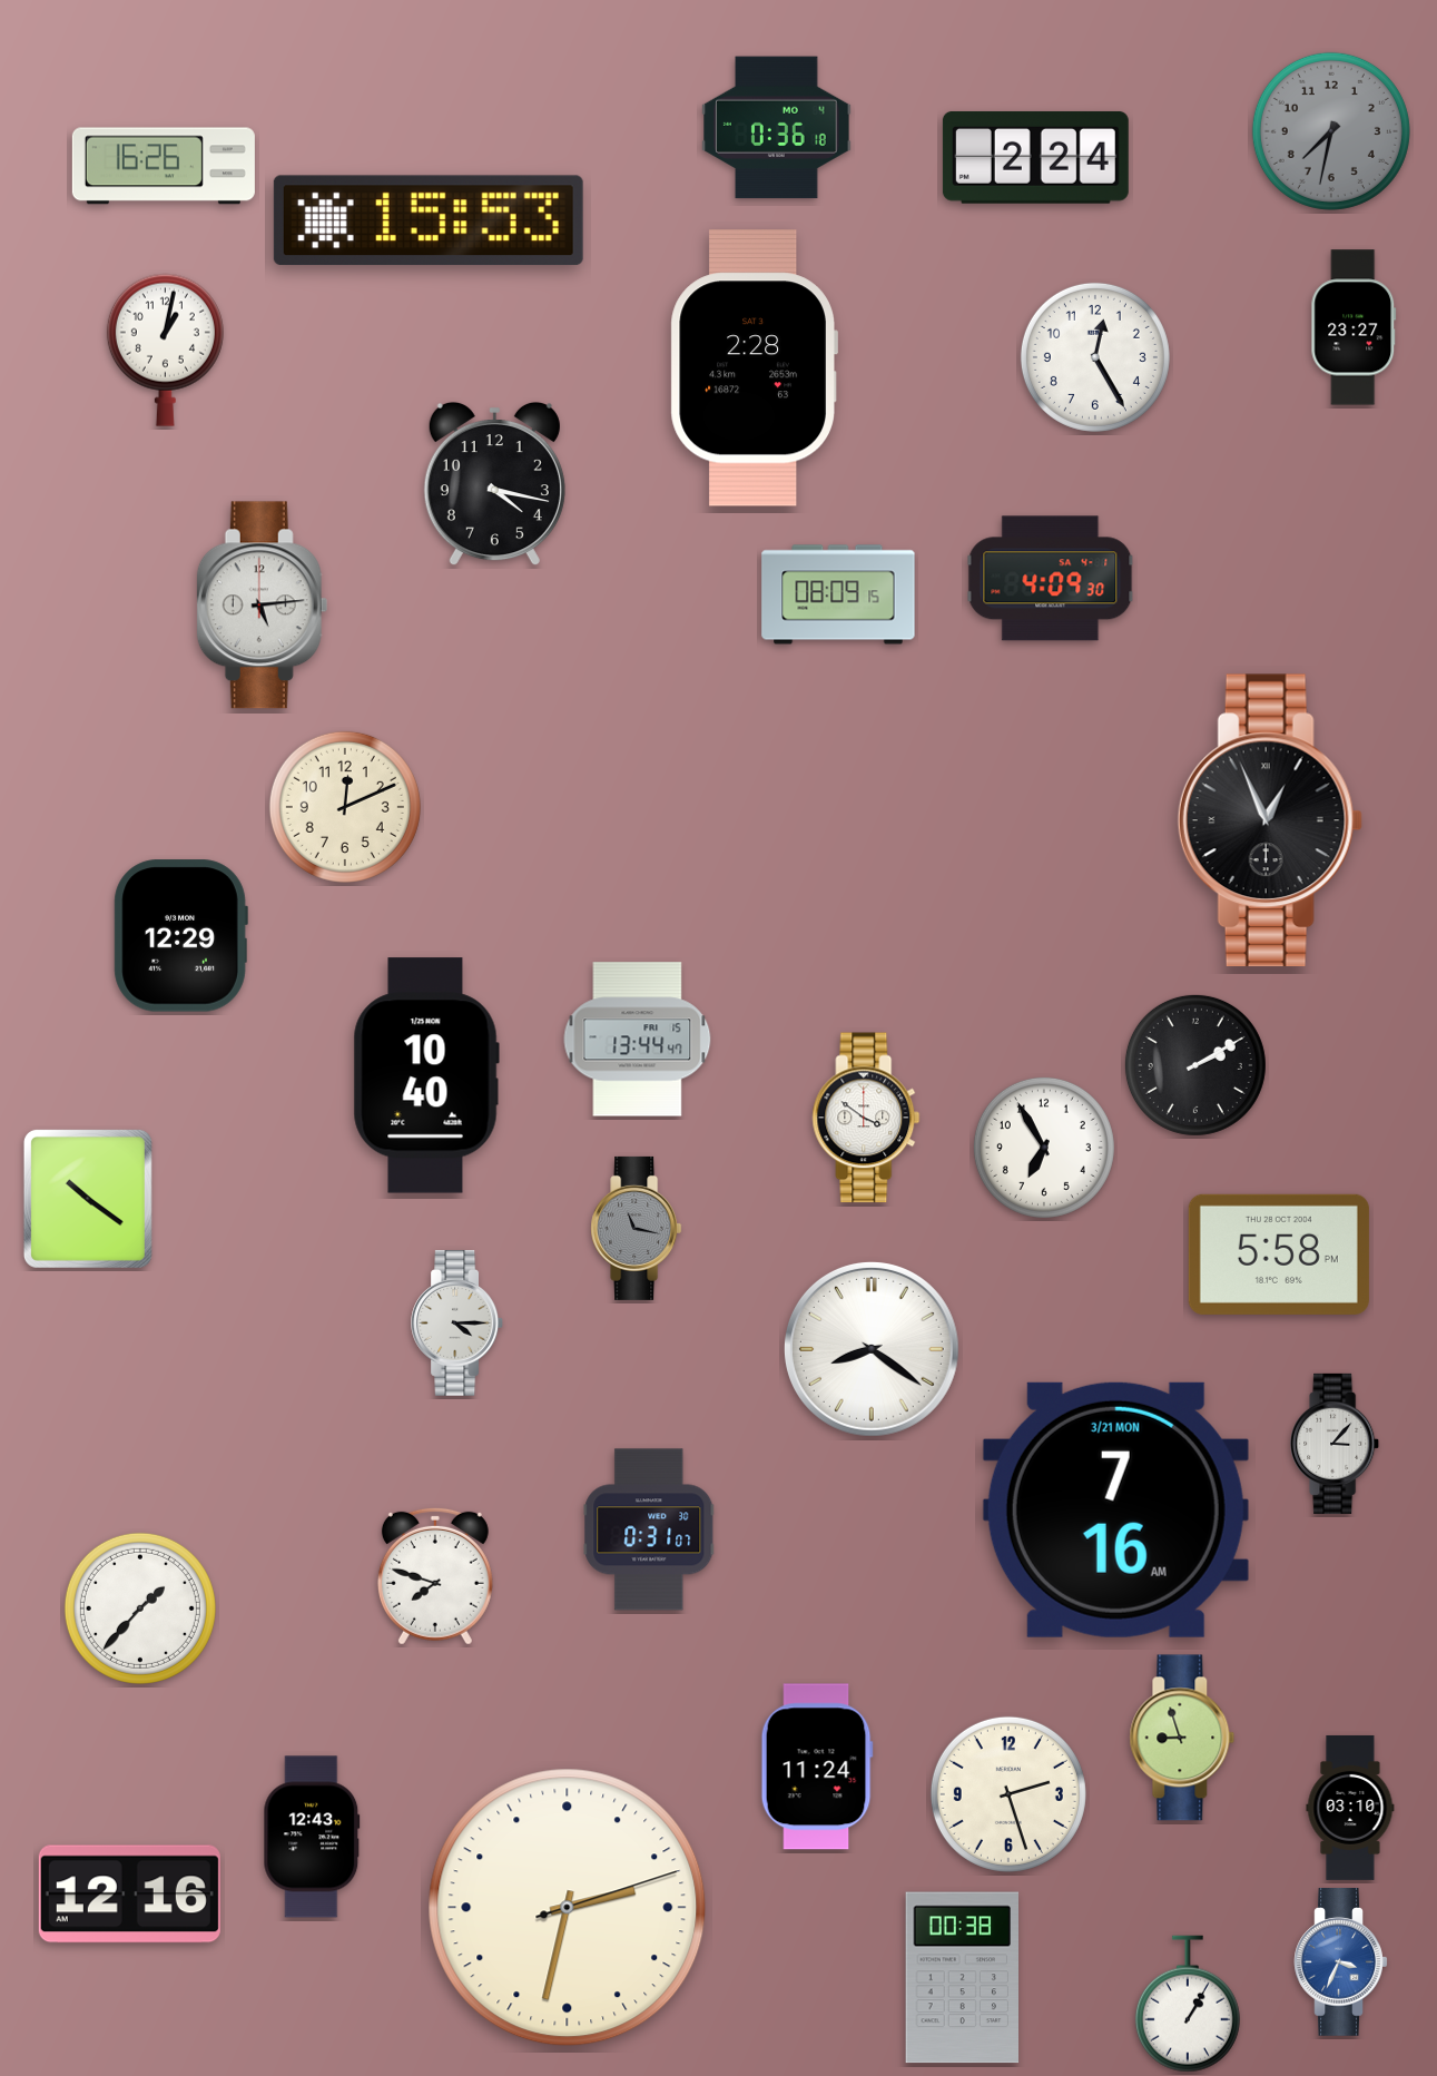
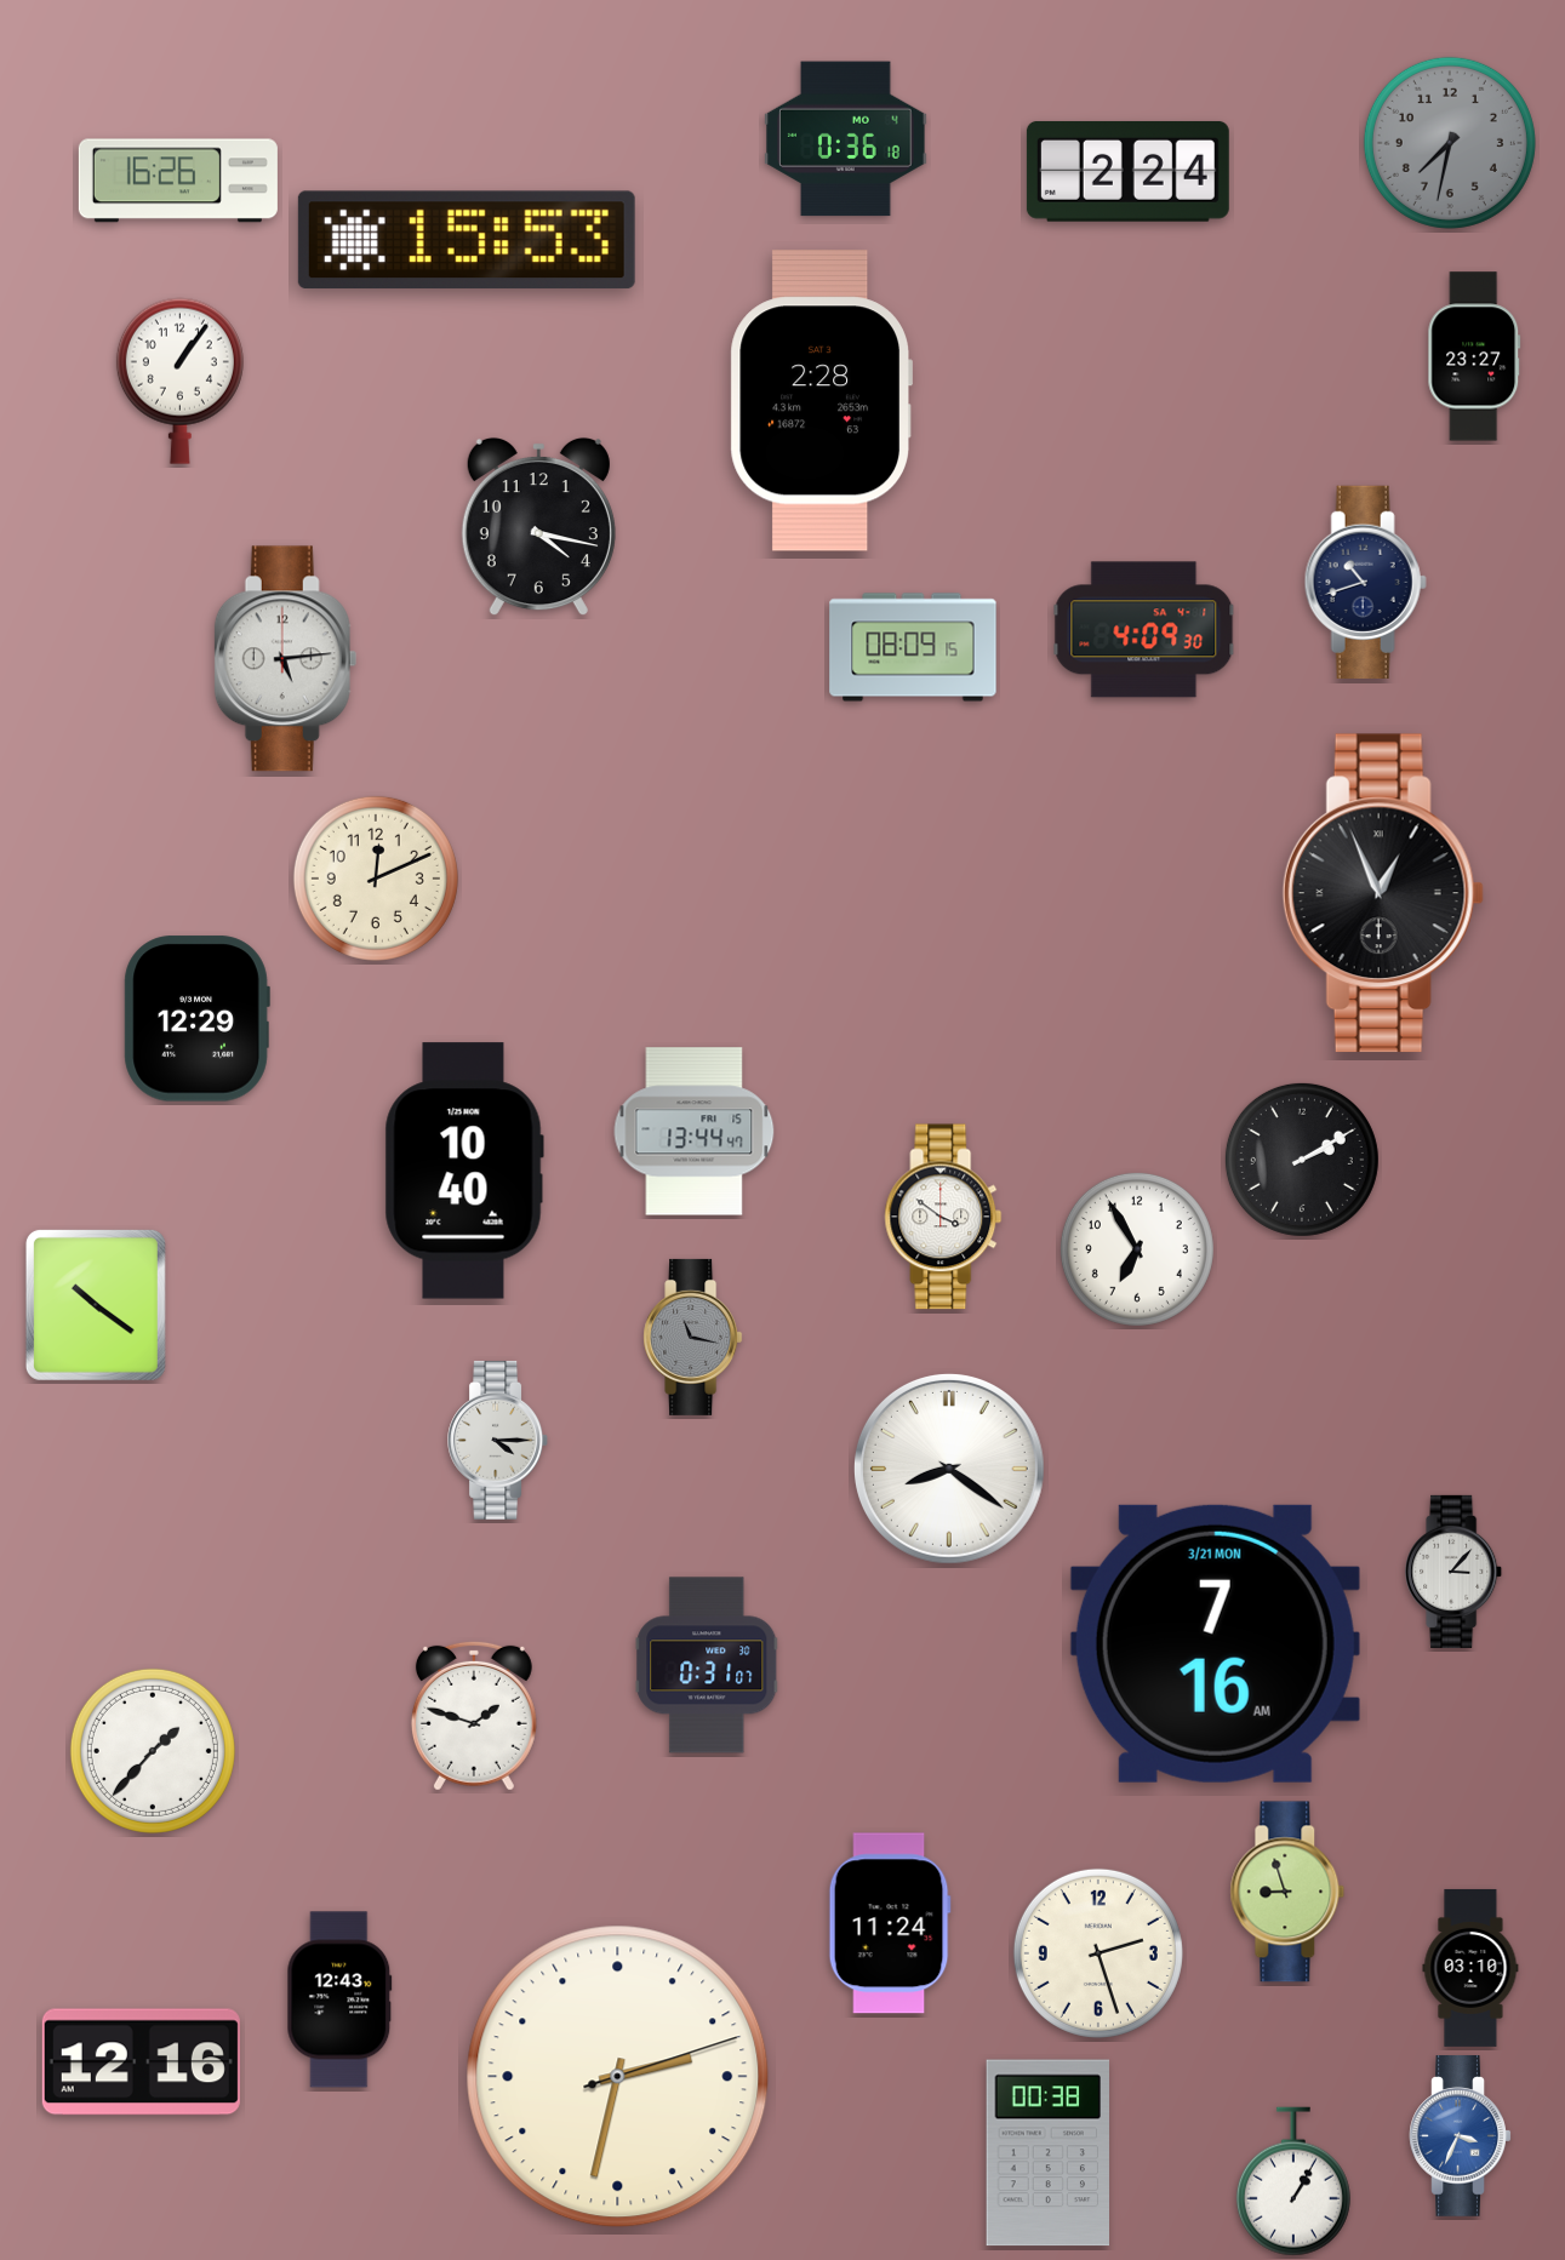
clock at (165, 350): 1:02 -> 1:06
clock at (1095, 357): 12:25 -> none
clock at (1365, 582): none -> 10:42
clock at (1279, 1255): 5:58 -> none
clock at (435, 1576): 7:48 -> 1:48
